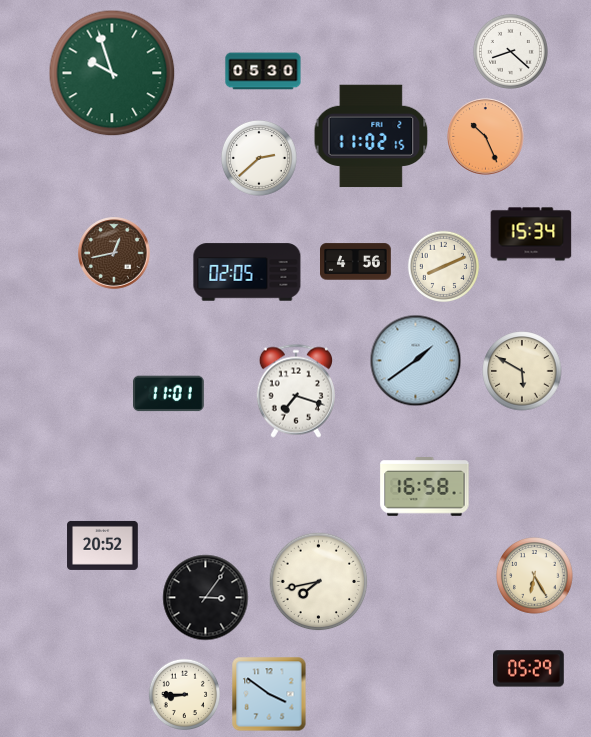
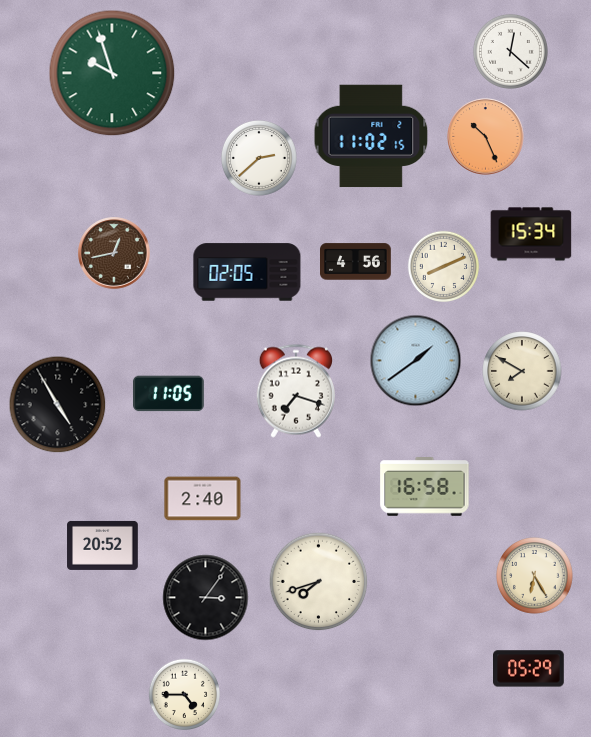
clock at (510, 51): 8:22 -> 12:22
clock at (263, 71): 05:30 -> none
clock at (522, 371): 5:50 -> 7:50
clock at (169, 394): 11:01 -> 11:05
clock at (58, 405): none -> 4:55
clock at (203, 499): none -> 2:40
clock at (319, 582): 7:43 -> 7:42
clock at (269, 694): 3:51 -> none
clock at (185, 695): 8:45 -> 4:45
